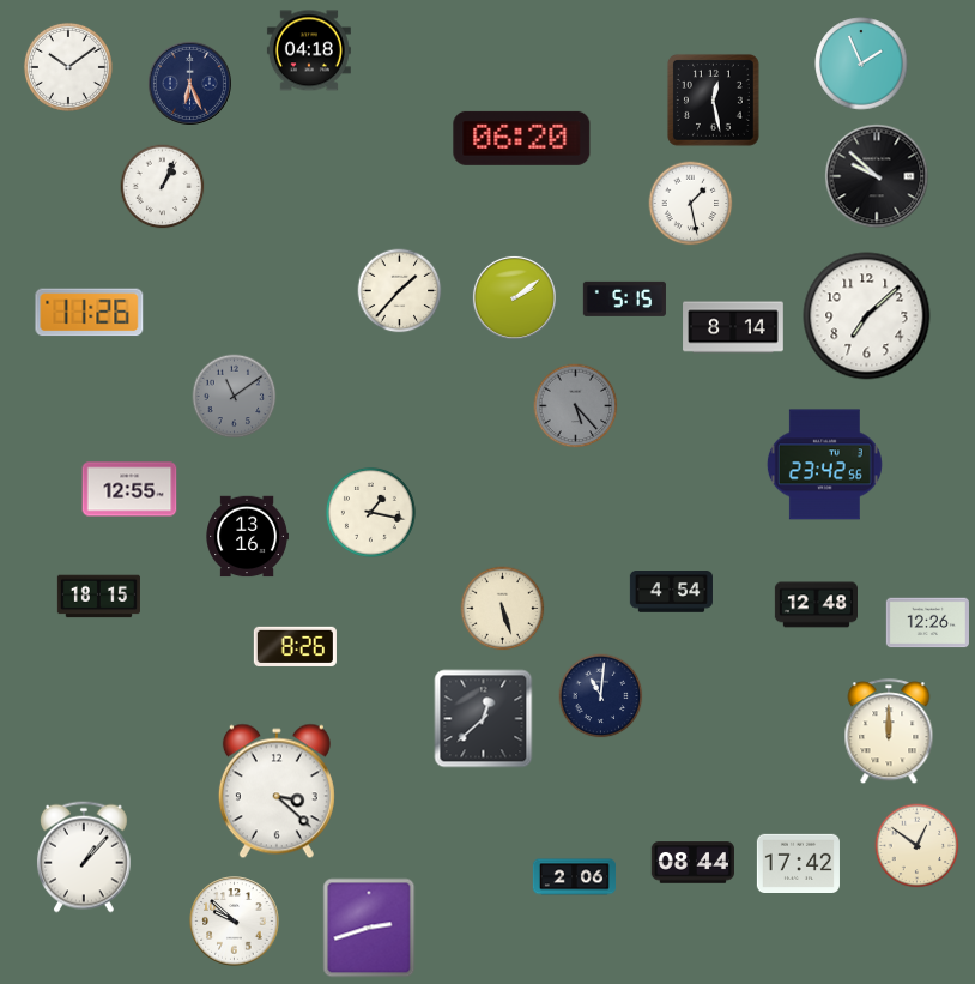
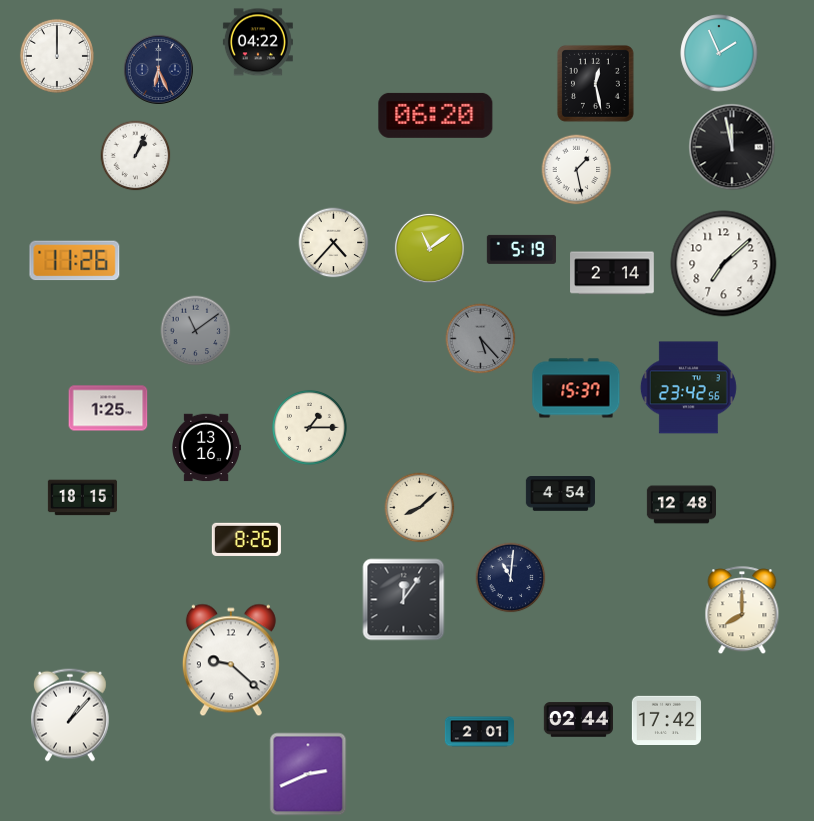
clock at (309, 50): 04:18 -> 04:22
clock at (68, 67): 10:09 -> 12:00
clock at (877, 176): 9:52 -> 11:58
clock at (400, 291): 1:37 -> 4:37
clock at (514, 297): 2:09 -> 11:09
clock at (624, 298): 5:15 -> 5:19
clock at (733, 327): 8:14 -> 2:14
clock at (576, 388): none -> 15:37
clock at (129, 489): 12:55 -> 1:25
clock at (370, 512): 1:17 -> 1:15
clock at (503, 609): 5:27 -> 8:08
clock at (927, 623): 12:26 -> none
clock at (601, 696) position: (601, 696) -> (511, 578)
clock at (484, 719): 12:38 -> 12:06
clock at (889, 732): 12:00 -> 8:00
clock at (277, 791): 3:22 -> 9:22
clock at (918, 846): 12:51 -> none
clock at (692, 863): 08:44 -> 02:44
clock at (574, 877): 2:06 -> 2:01
clock at (235, 922): 9:52 -> none
clock at (369, 928): 2:42 -> 2:41
